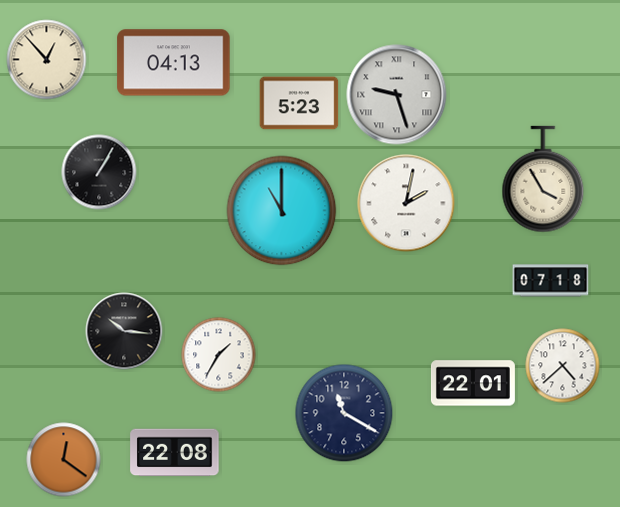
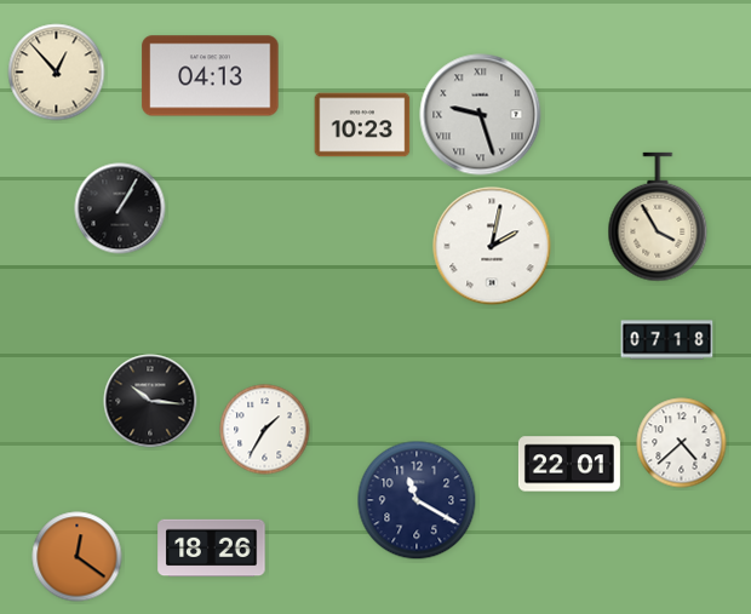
clock at (299, 103): 5:23 -> 10:23
clock at (282, 211): 11:00 -> none
clock at (473, 383) position: (473, 383) -> (569, 464)
clock at (175, 453): 22:08 -> 18:26
